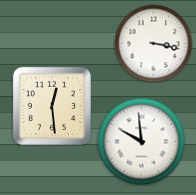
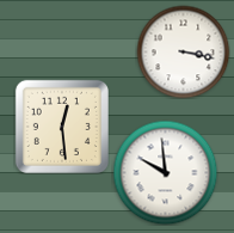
clock at (141, 141) position: (141, 141) -> (165, 172)
